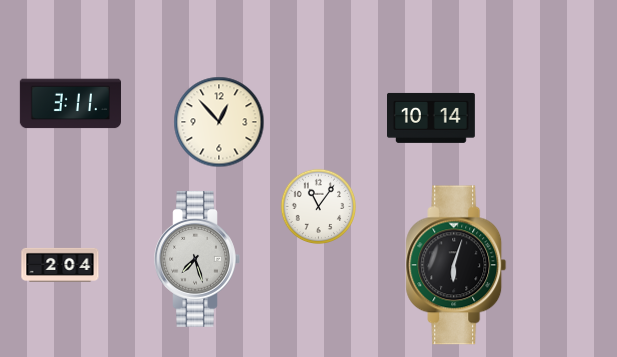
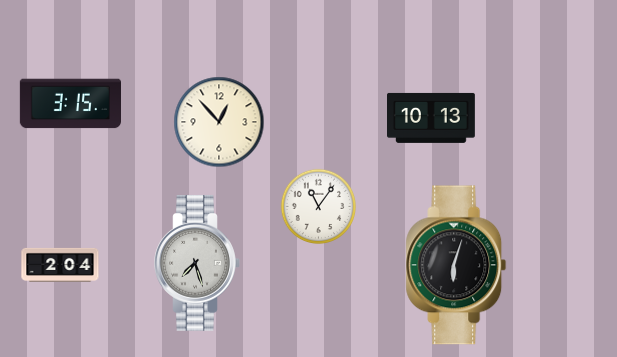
clock at (70, 104): 3:11 -> 3:15
clock at (432, 118): 10:14 -> 10:13
clock at (197, 259) position: (197, 259) -> (197, 263)
